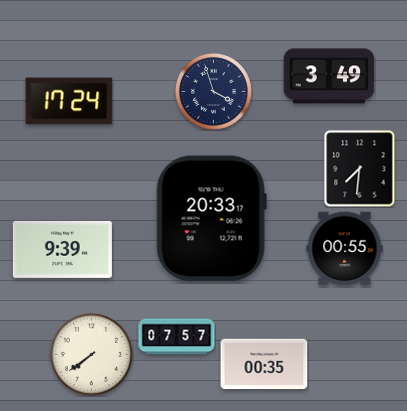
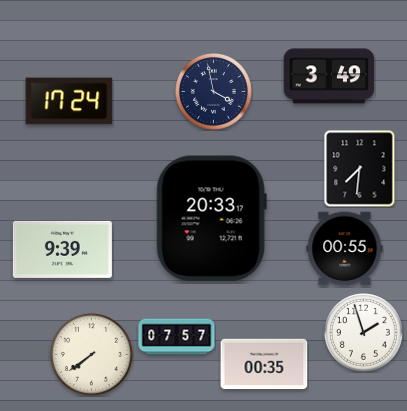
clock at (213, 91): 3:57 -> 3:58
clock at (363, 332): none -> 1:57
